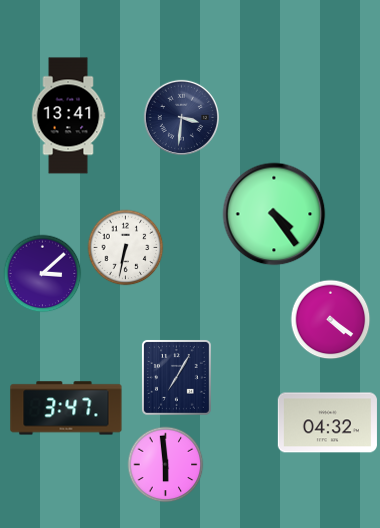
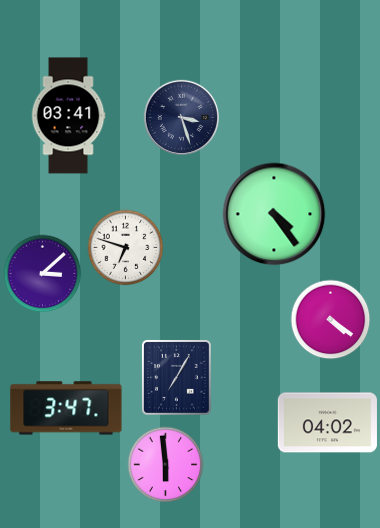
clock at (68, 116): 13:41 -> 03:41
clock at (181, 117): 3:31 -> 3:27
clock at (126, 248): 6:32 -> 6:48
clock at (327, 423): 04:32 -> 04:02
